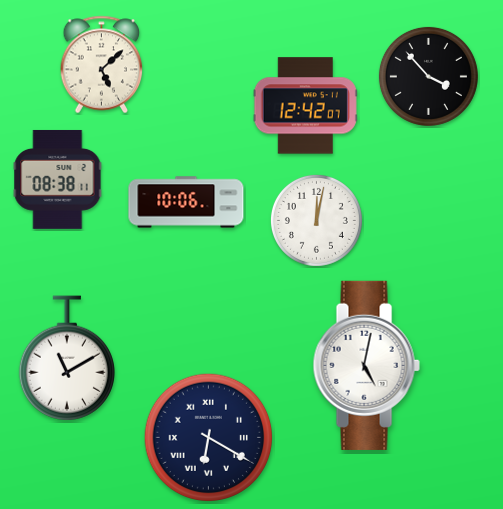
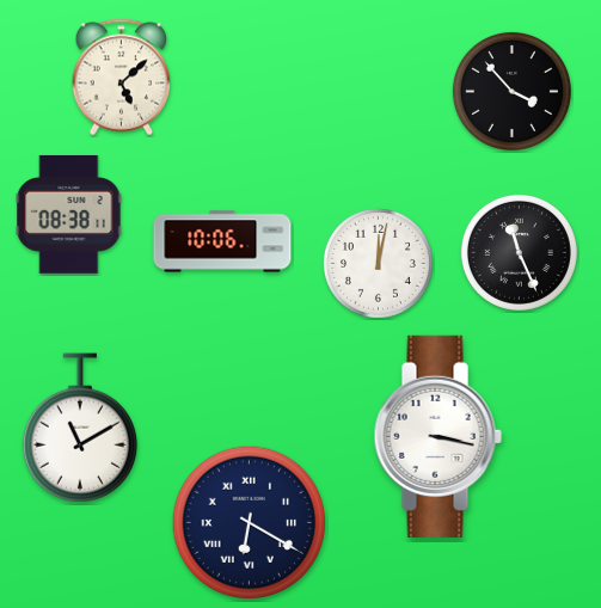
clock at (305, 106): 12:42 -> none
clock at (519, 252): none -> 11:26
clock at (366, 365): 5:02 -> 3:17
